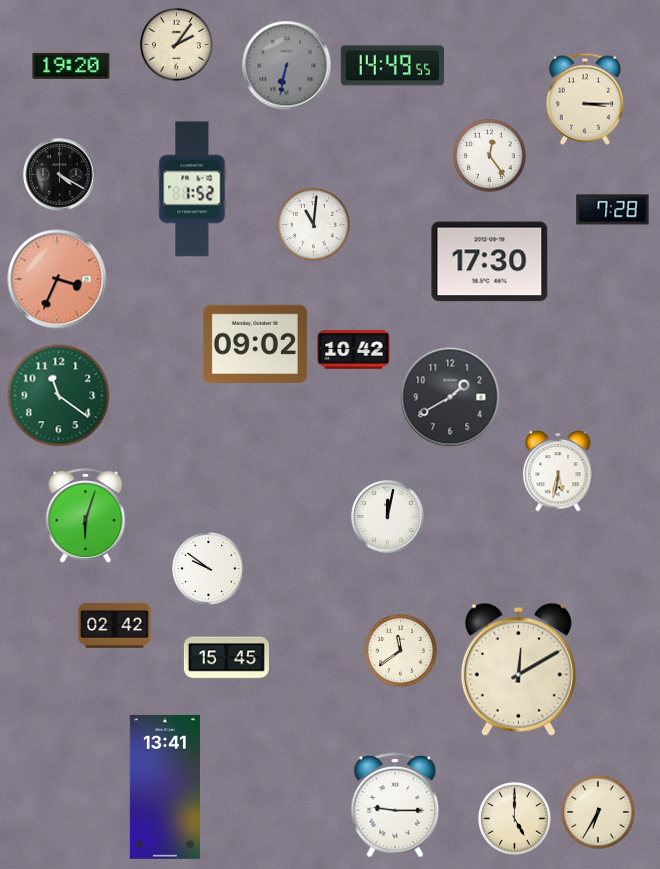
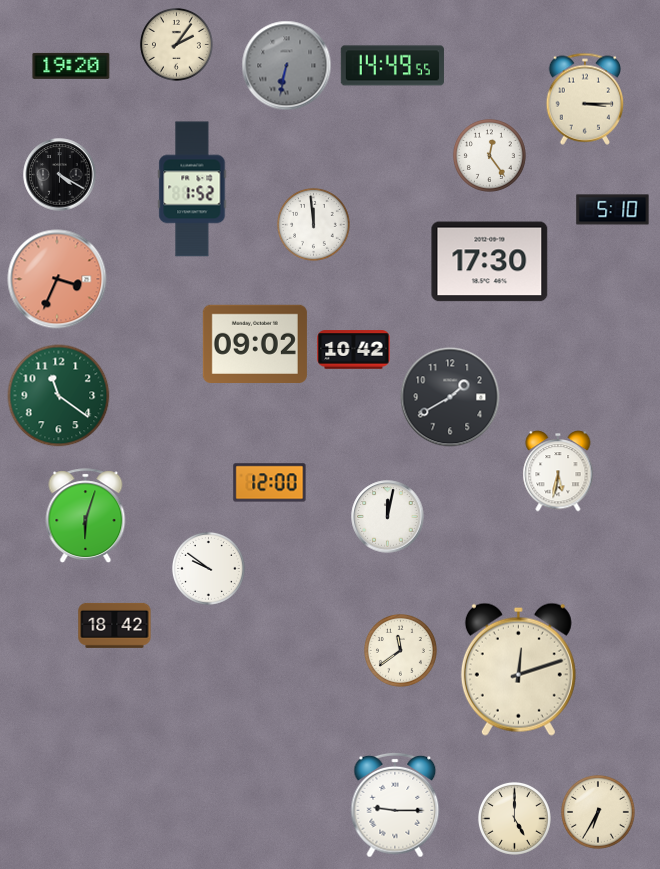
clock at (613, 210): 7:28 -> 5:10
clock at (313, 224): 11:01 -> 11:59
clock at (270, 483): none -> 12:00
clock at (115, 625): 02:42 -> 18:42
clock at (226, 658): 15:45 -> none
clock at (518, 669): 12:10 -> 12:12
clock at (165, 787): 13:41 -> none
